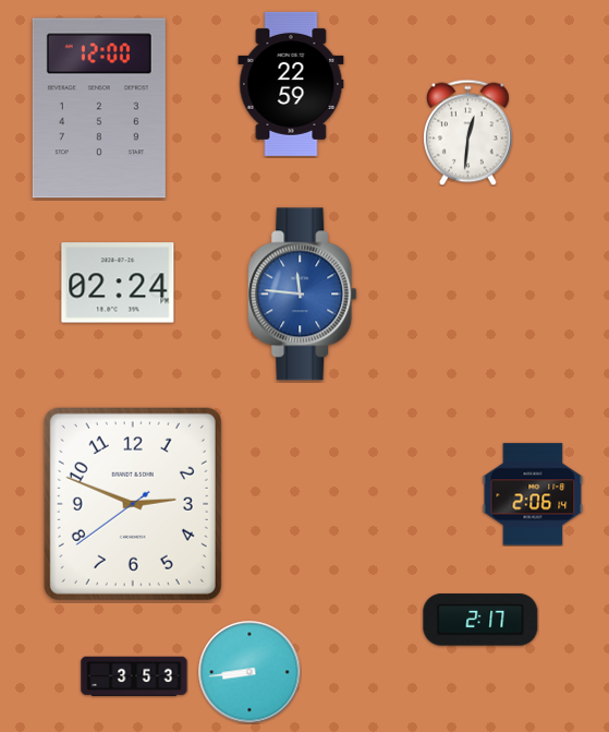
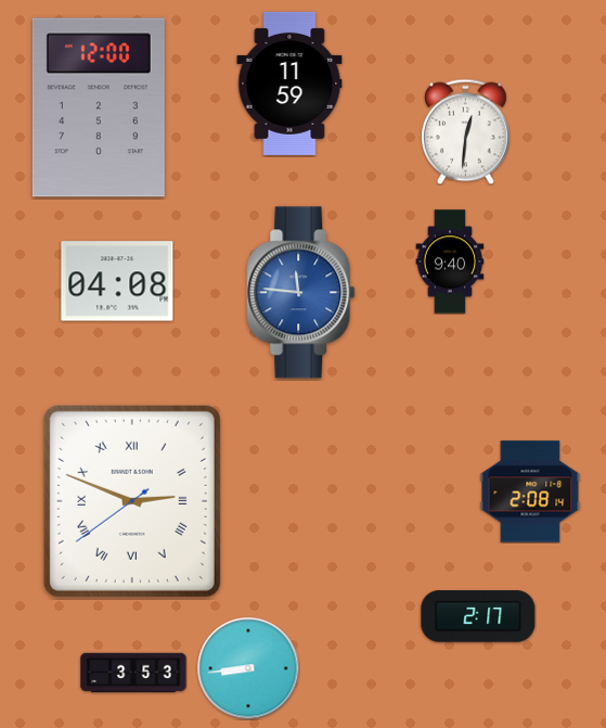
clock at (291, 84): 22:59 -> 11:59
clock at (450, 261): none -> 9:40
clock at (118, 283): 02:24 -> 04:08
clock at (533, 494): 2:06 -> 2:08
clock at (133, 504) numerals: Arabic -> Roman
